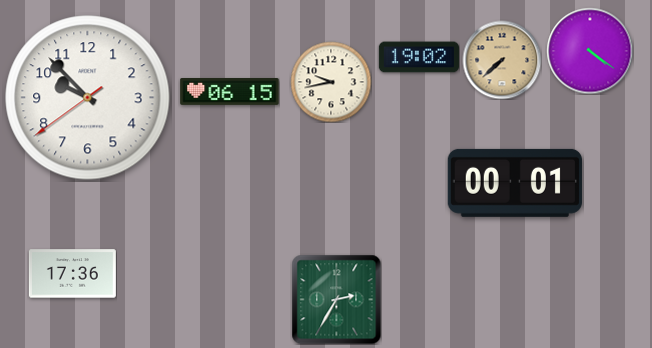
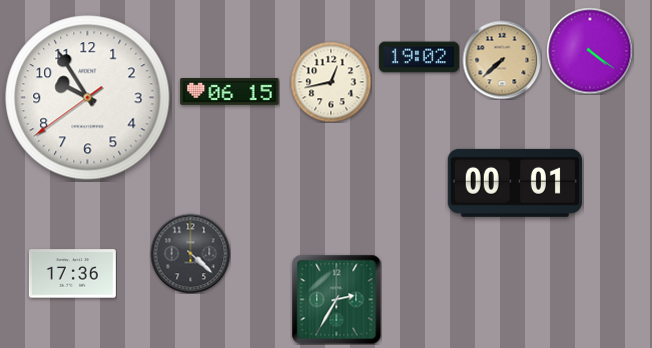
clock at (331, 82): 9:43 -> 12:43
clock at (88, 98): 9:52 -> 9:54
clock at (190, 253): none -> 4:22
